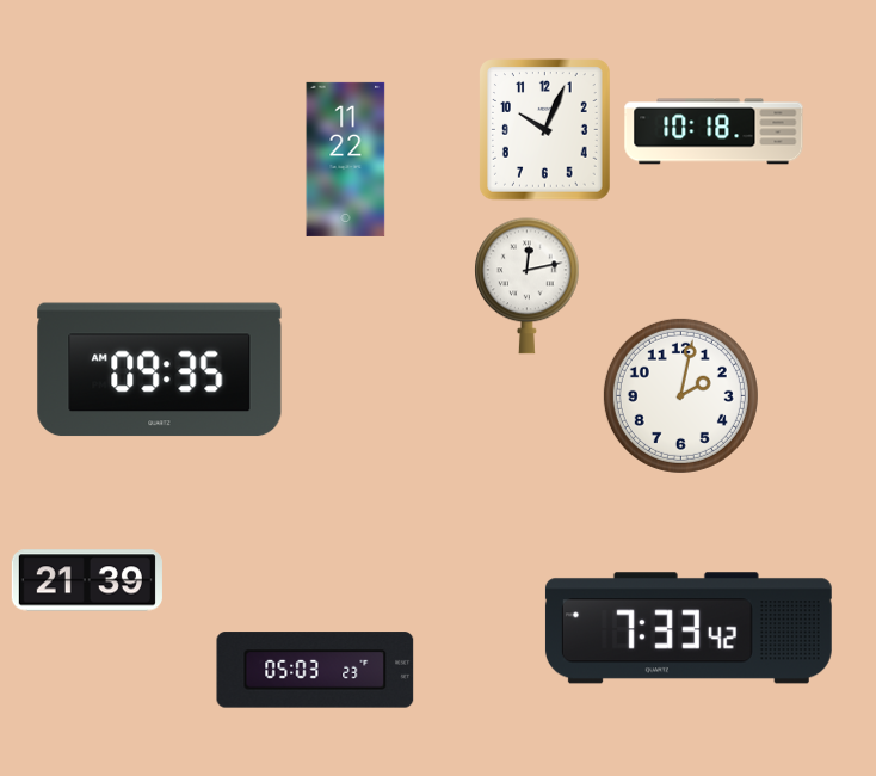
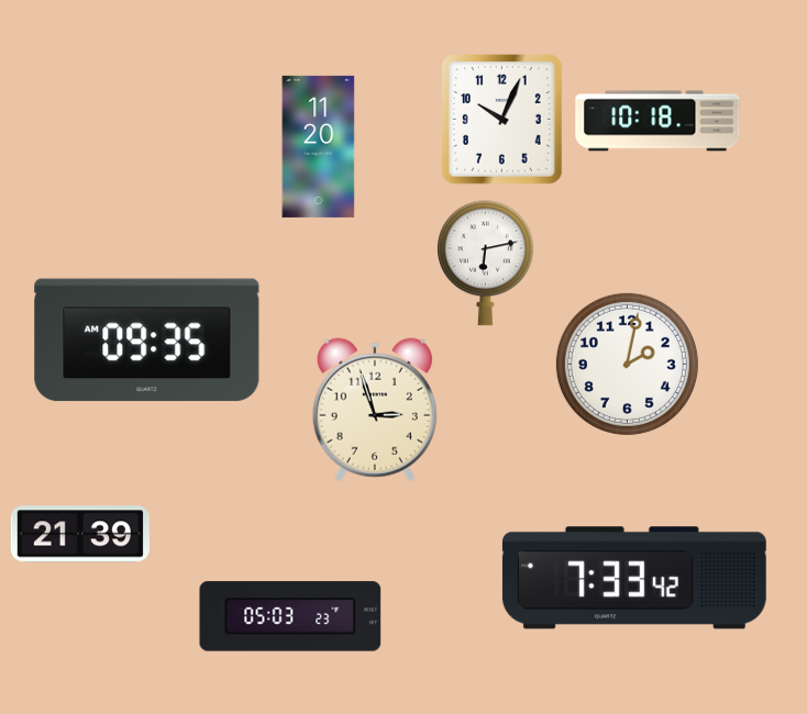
clock at (346, 159): 11:22 -> 11:20
clock at (528, 287): 12:13 -> 6:13
clock at (375, 410): none -> 2:57
